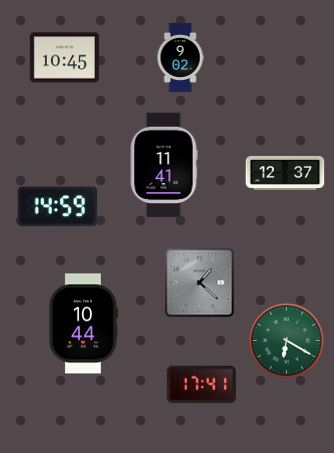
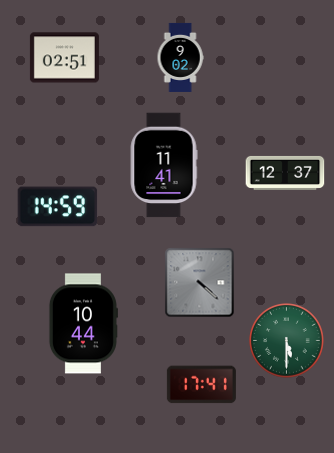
clock at (64, 58): 10:45 -> 02:51
clock at (200, 283): 1:22 -> 4:22
clock at (287, 341): 6:20 -> 5:30
